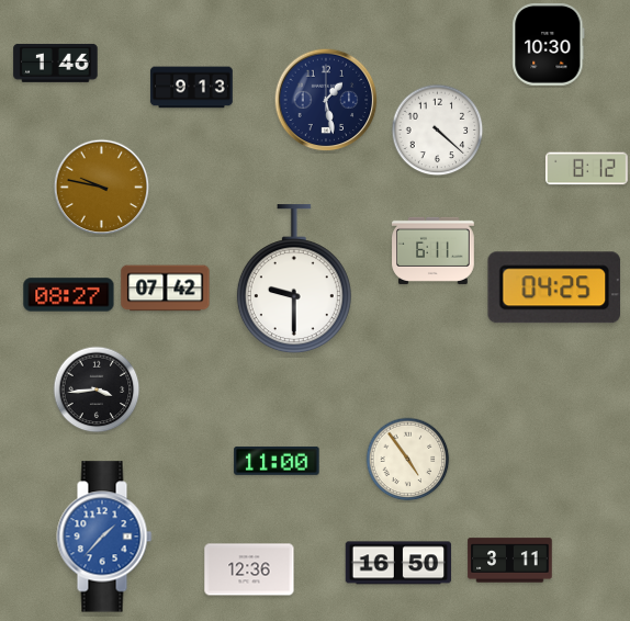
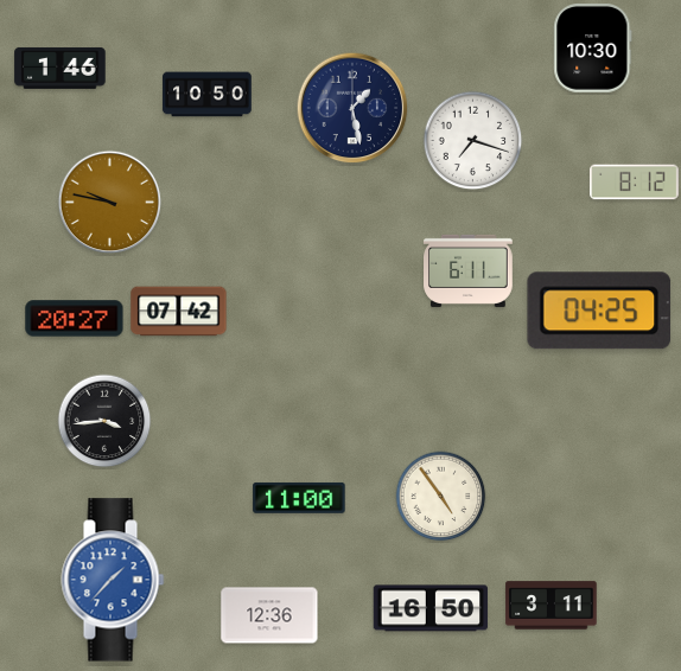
clock at (192, 88): 9:13 -> 10:50
clock at (438, 131): 4:22 -> 7:18
clock at (294, 280): 9:30 -> none
clock at (69, 295): 08:27 -> 20:27
